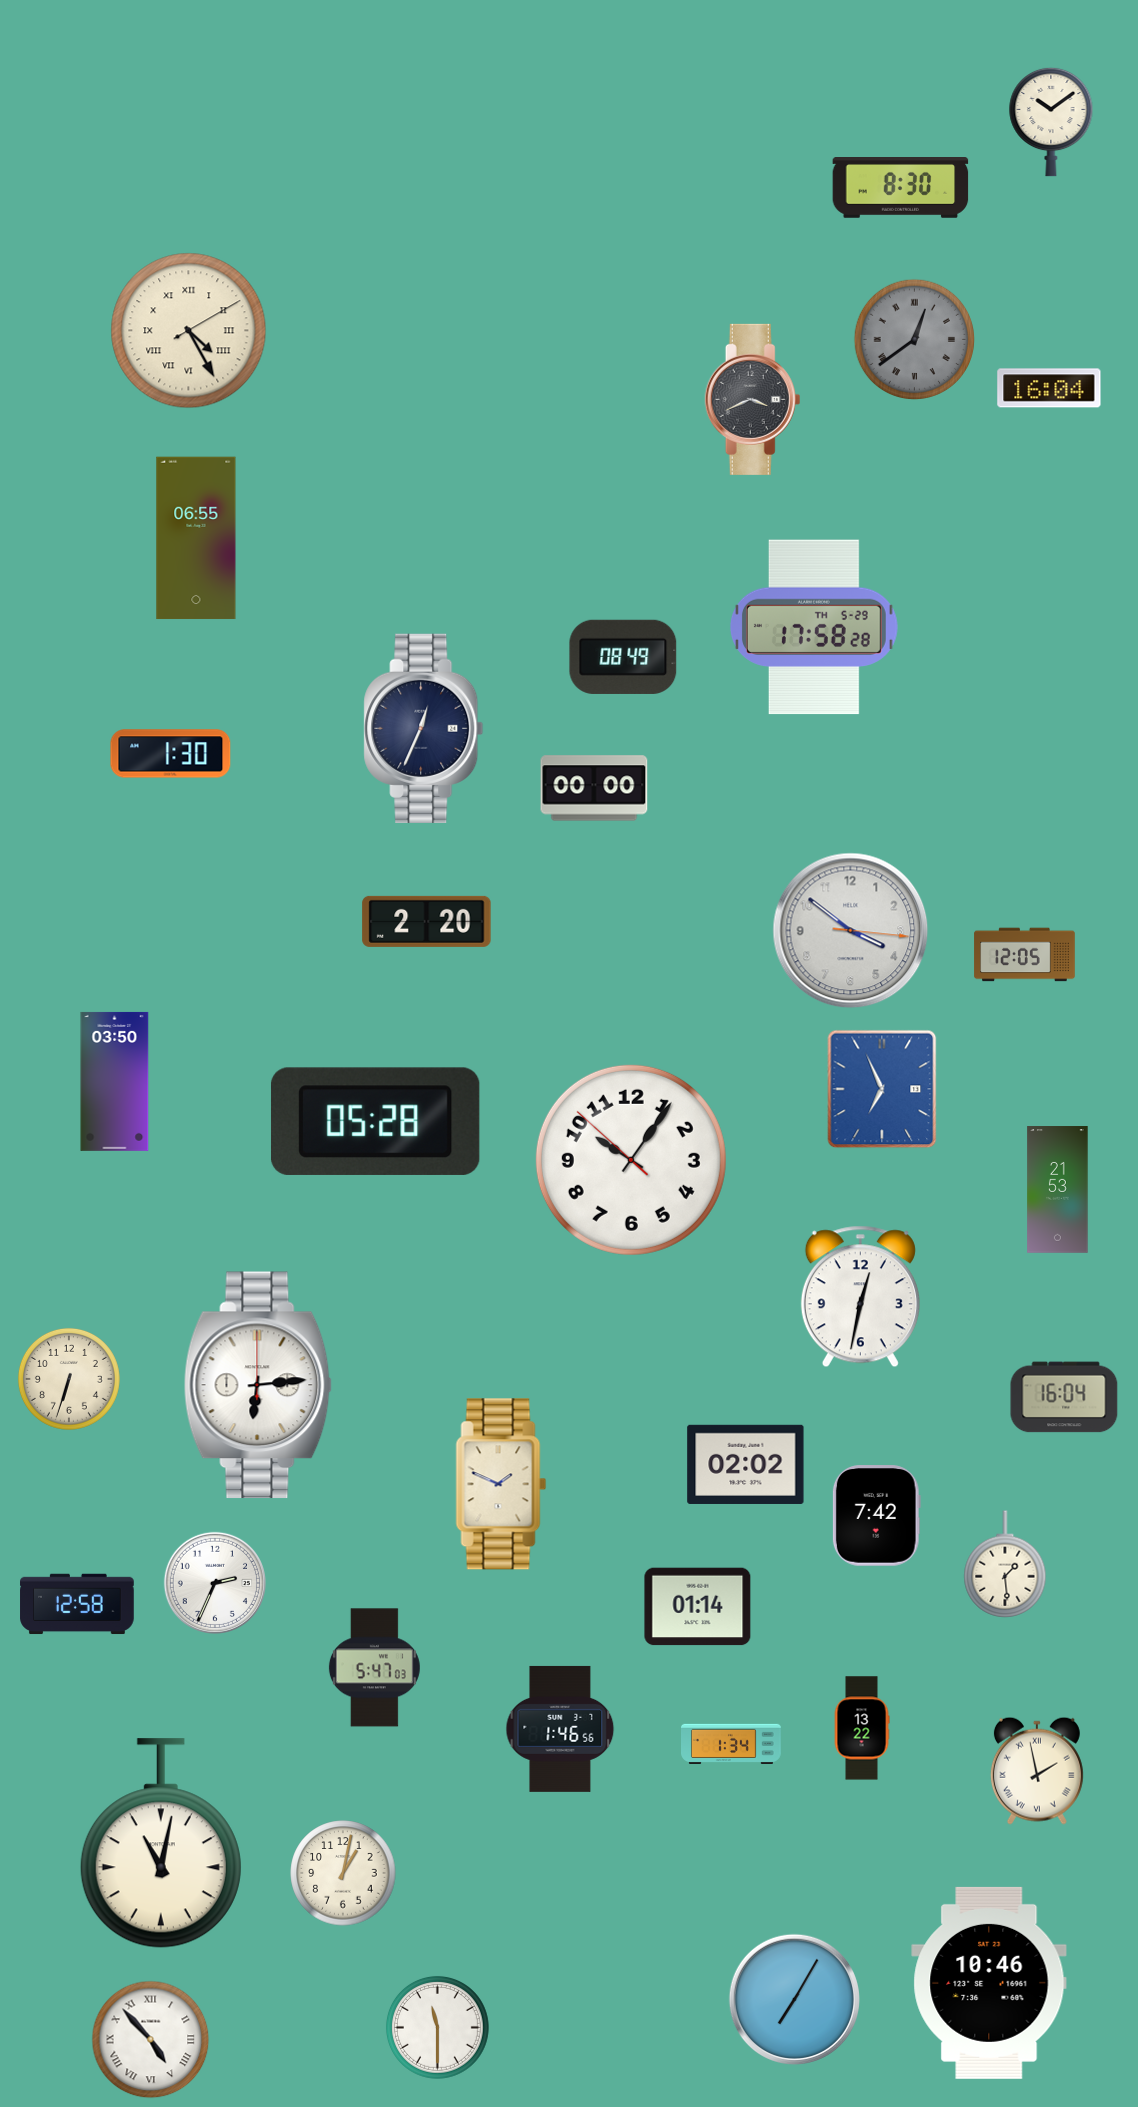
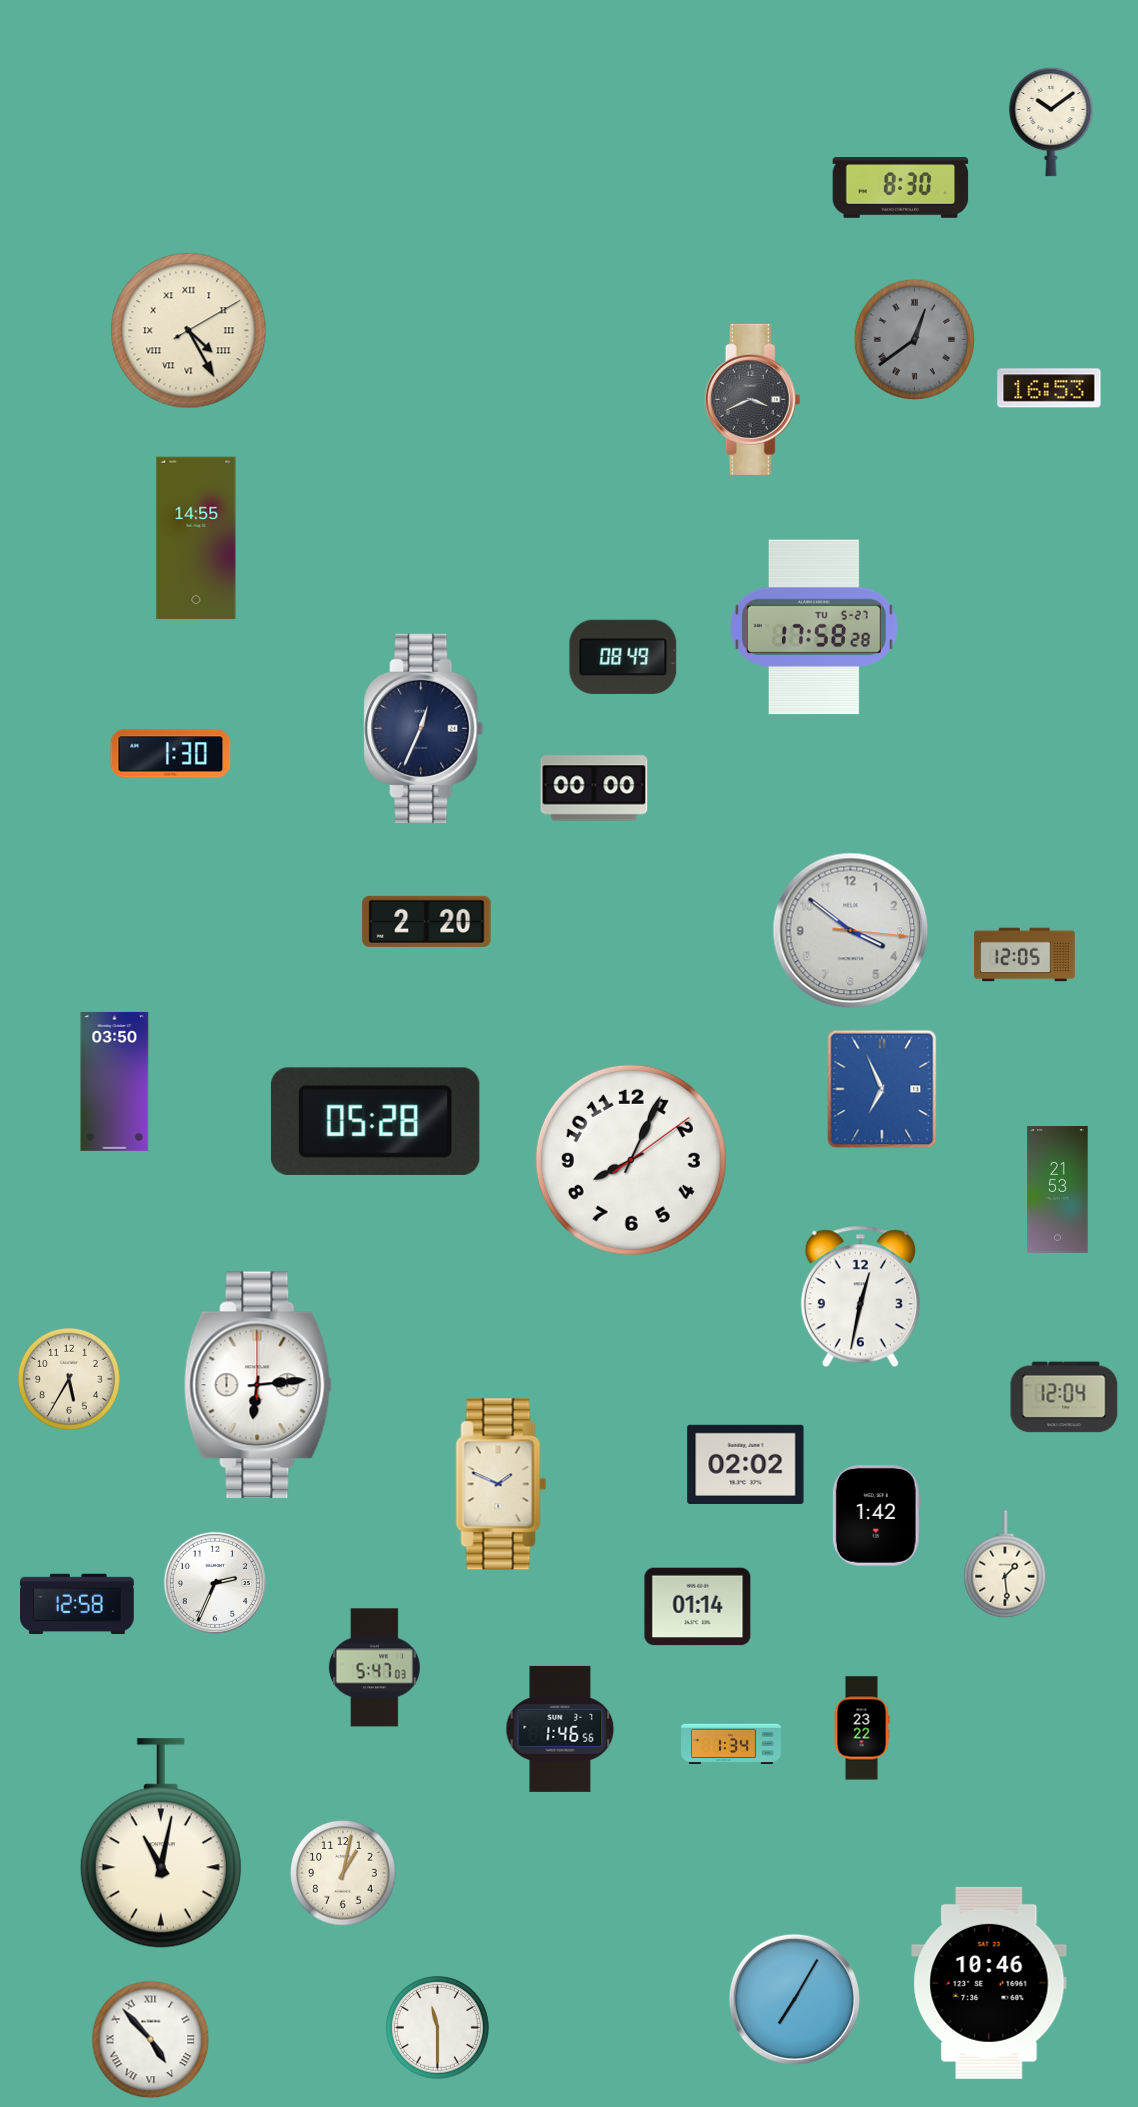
clock at (1049, 388): 16:04 -> 16:53
clock at (196, 538): 06:55 -> 14:55
clock at (814, 627) date: TH 5-29 -> TU 5-27
clock at (631, 1160): 10:05 -> 8:04
clock at (69, 1379): 6:33 -> 5:35
clock at (1064, 1397): 16:04 -> 12:04
clock at (876, 1516): 7:42 -> 1:42
clock at (862, 1728): 13:22 -> 23:22
clock at (1037, 1771): 1:58 -> none
